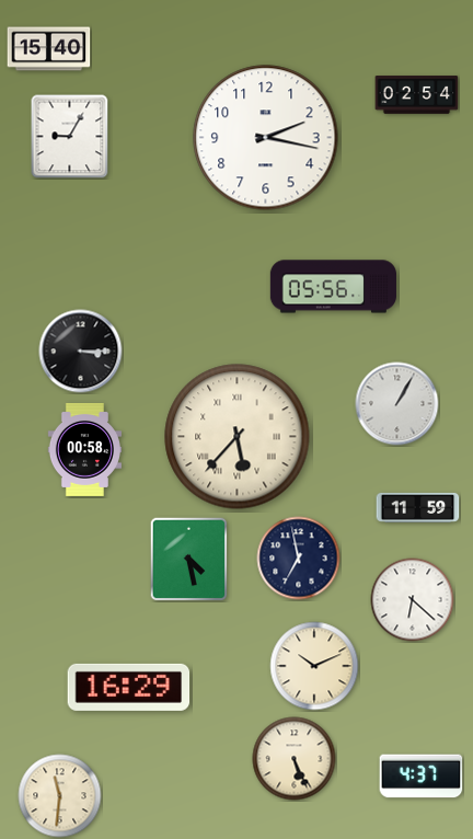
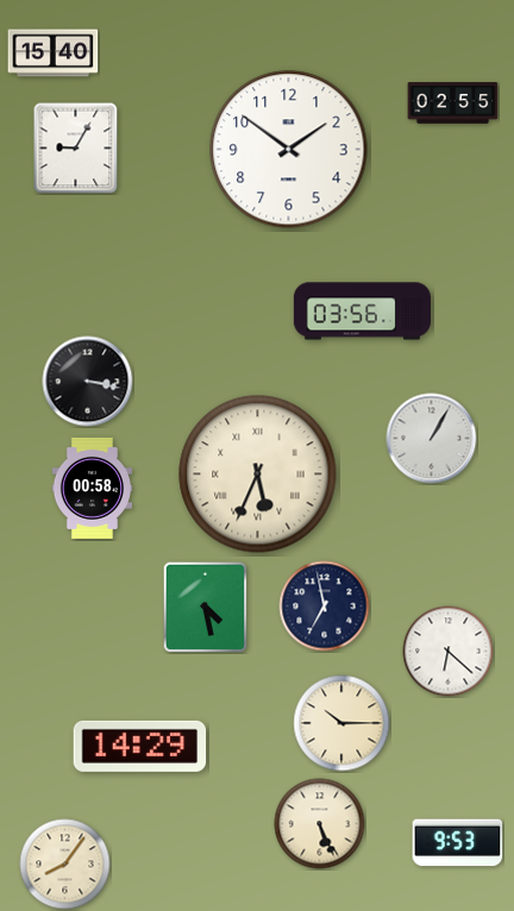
clock at (417, 95): 02:54 -> 02:55
clock at (266, 138): 2:17 -> 1:51
clock at (333, 287): 05:56 -> 03:56
clock at (81, 352): 3:15 -> 3:17
clock at (238, 437): 5:37 -> 5:34
clock at (418, 507): 11:59 -> none
clock at (314, 666): 10:11 -> 10:15
clock at (129, 687): 16:29 -> 14:29
clock at (422, 777): 4:37 -> 9:53
clock at (60, 796): 11:31 -> 8:06
